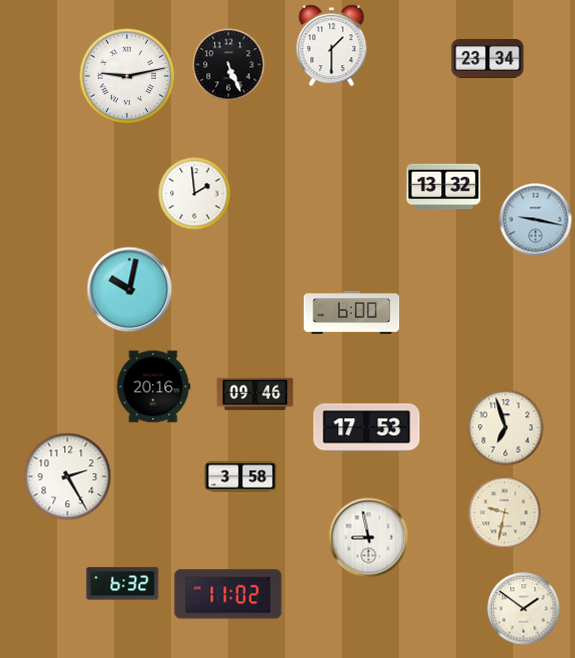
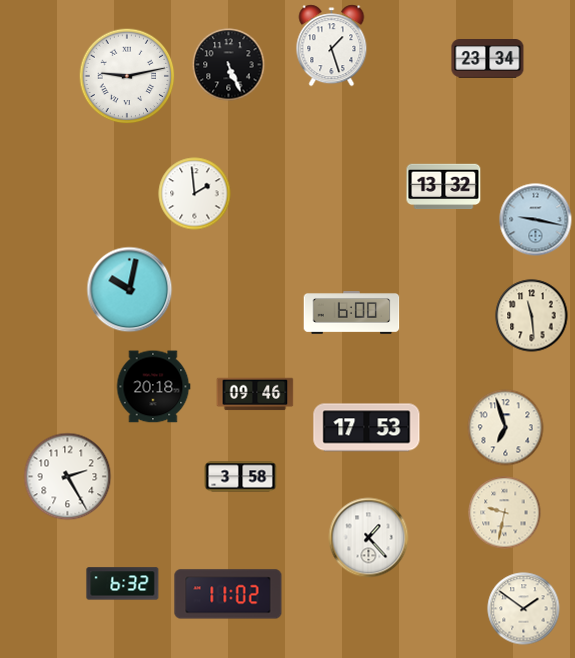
clock at (332, 46): 1:30 -> 1:27
clock at (532, 316): none -> 11:29
clock at (153, 387): 20:16 -> 20:18
clock at (369, 538): 8:58 -> 1:23
